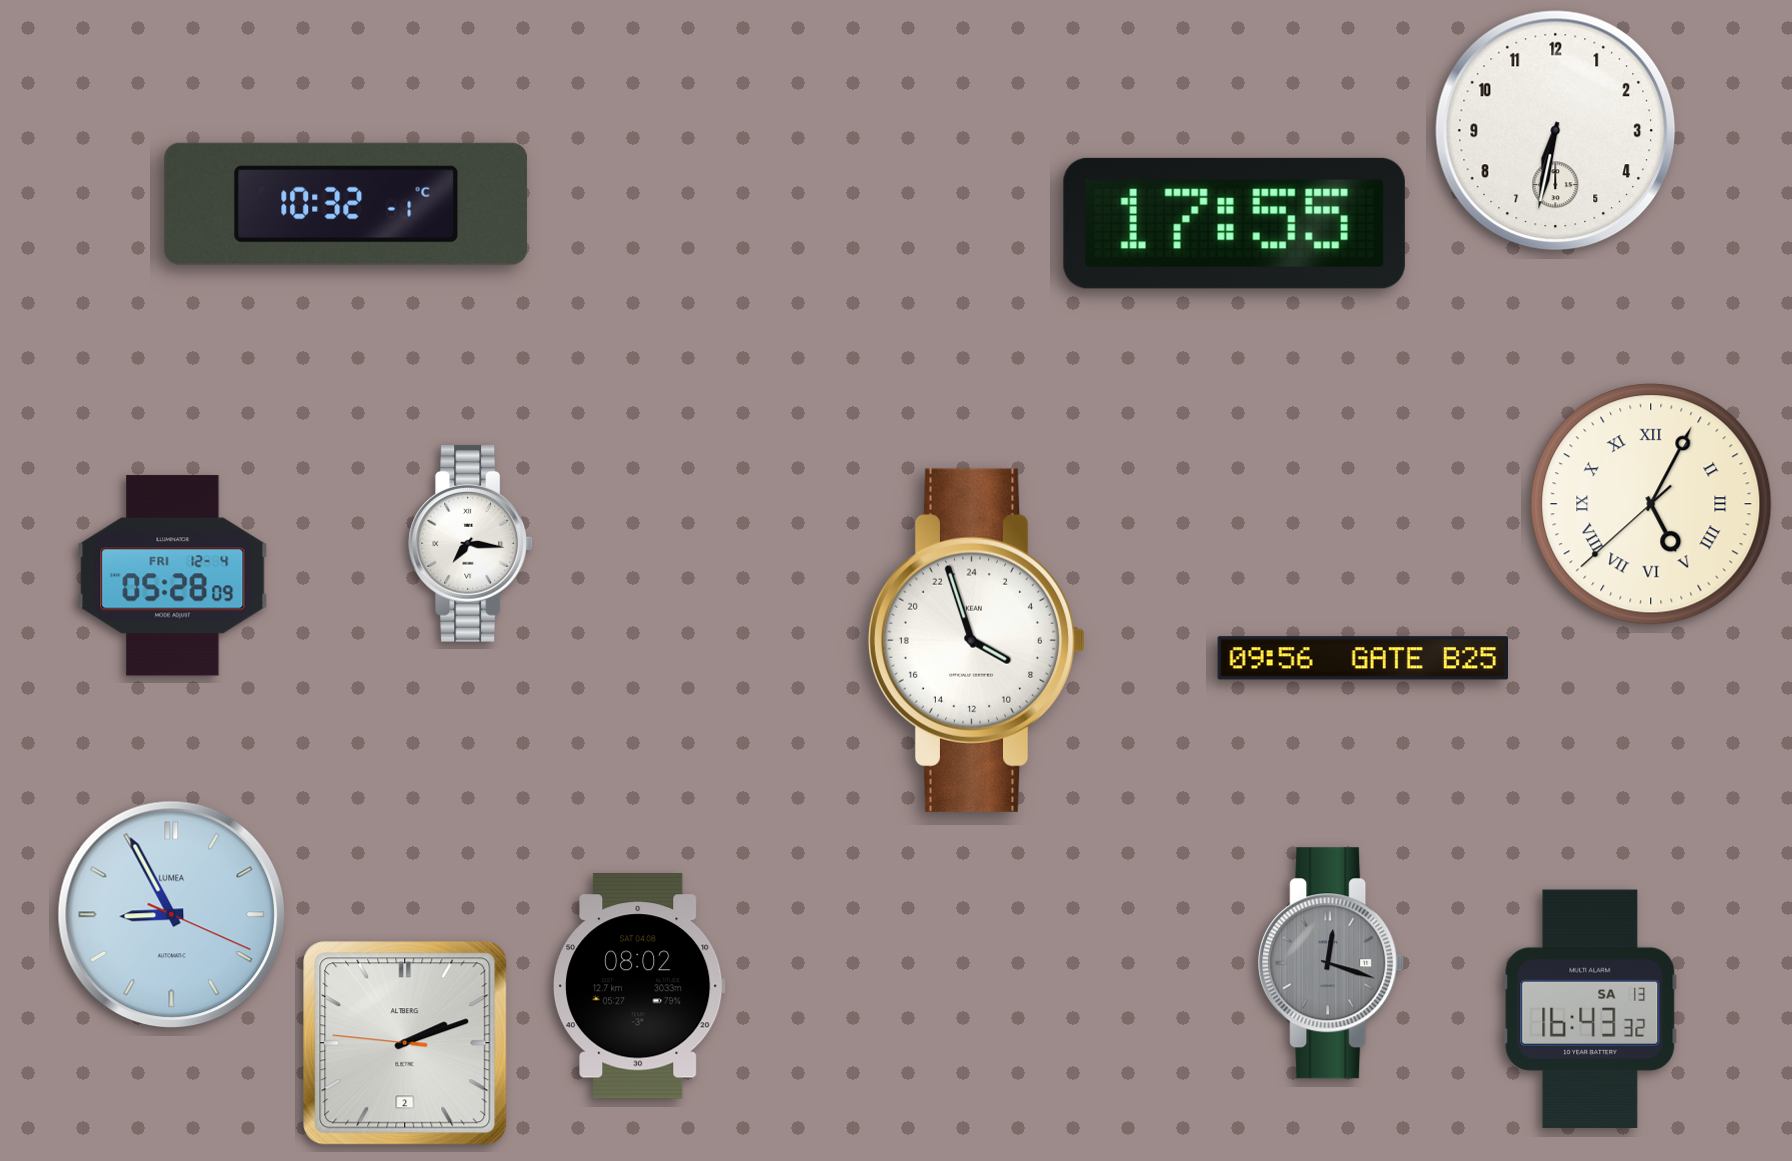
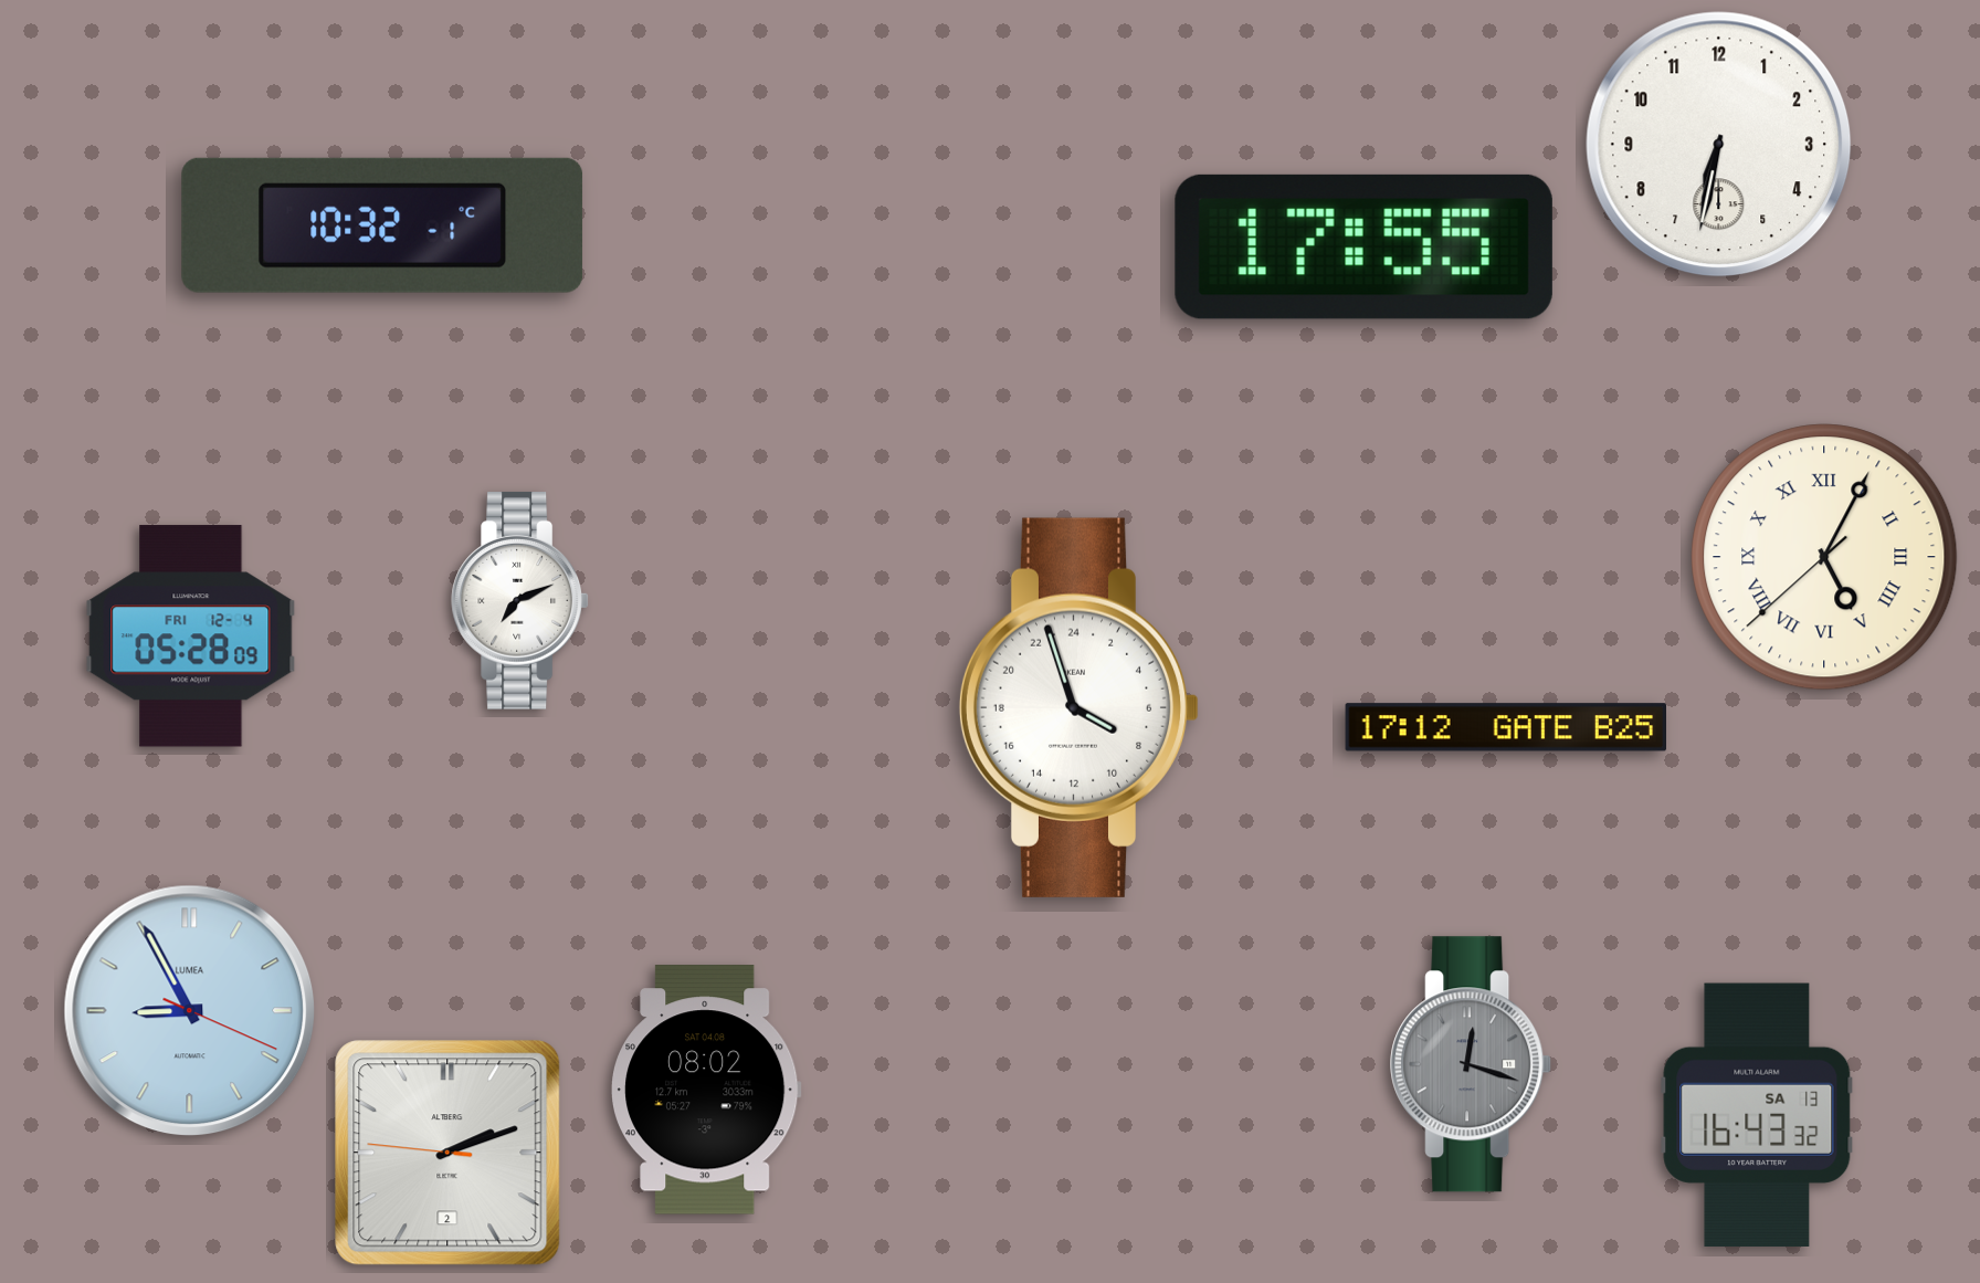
clock at (470, 543): 7:16 -> 7:11
clock at (1362, 658): 09:56 -> 17:12
